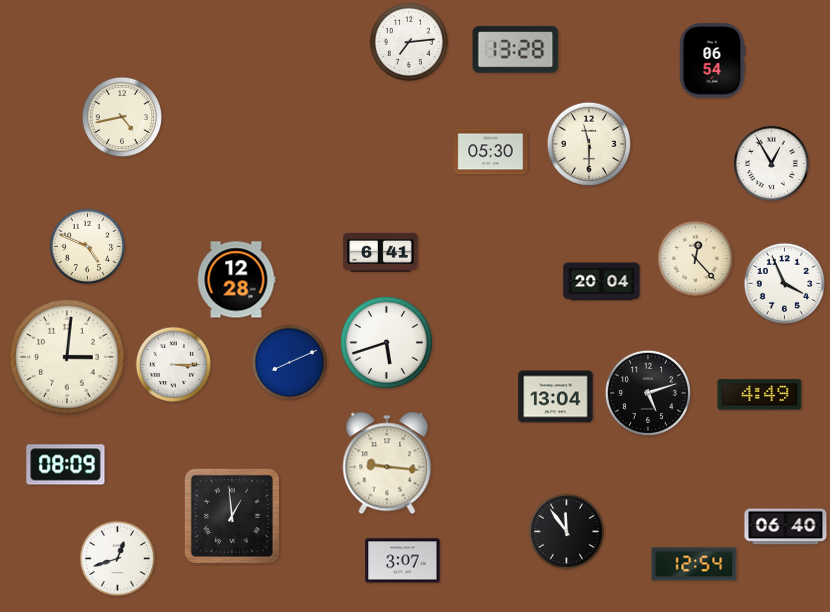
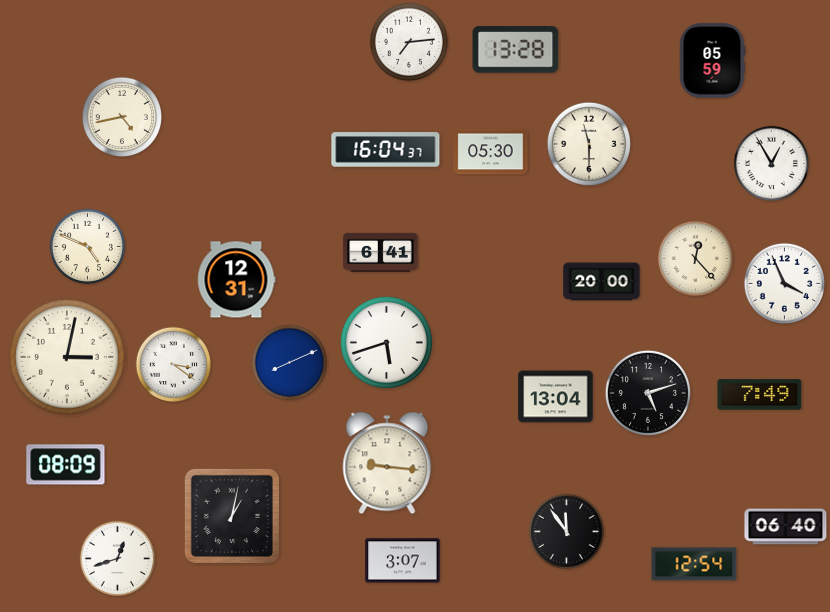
clock at (712, 61): 06:54 -> 05:59
clock at (386, 150): none -> 16:04
clock at (236, 280): 12:28 -> 12:31
clock at (602, 282): 20:04 -> 20:00
clock at (68, 358): 3:01 -> 3:02
clock at (173, 364): 3:15 -> 3:21
clock at (760, 395): 4:49 -> 7:49
clock at (232, 516): 12:59 -> 1:02
